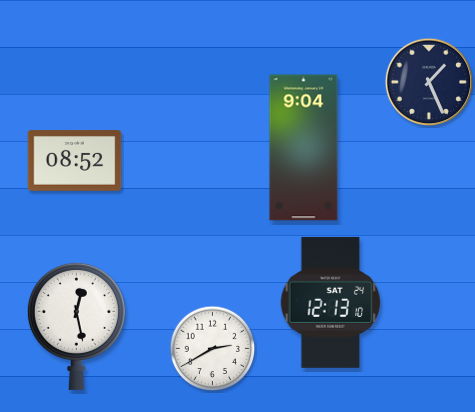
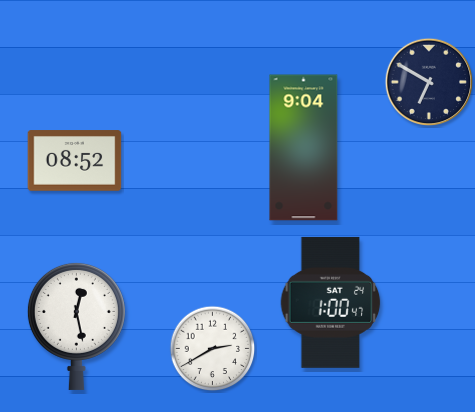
clock at (429, 82): 1:26 -> 6:50
clock at (331, 302): 12:13 -> 1:00
